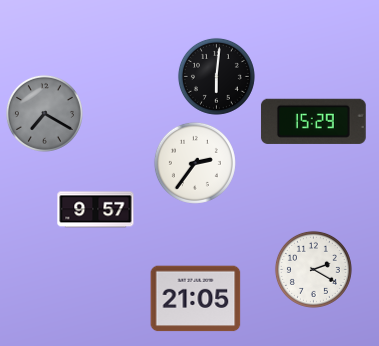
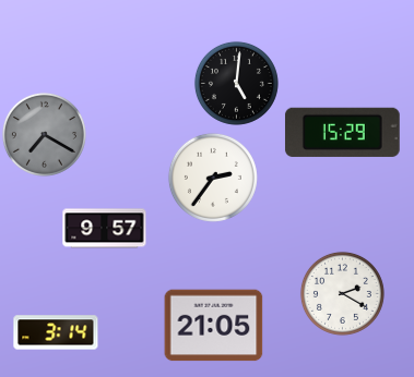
clock at (216, 76): 6:01 -> 5:01
clock at (44, 113) position: (44, 113) -> (44, 134)
clock at (56, 332): none -> 3:14
